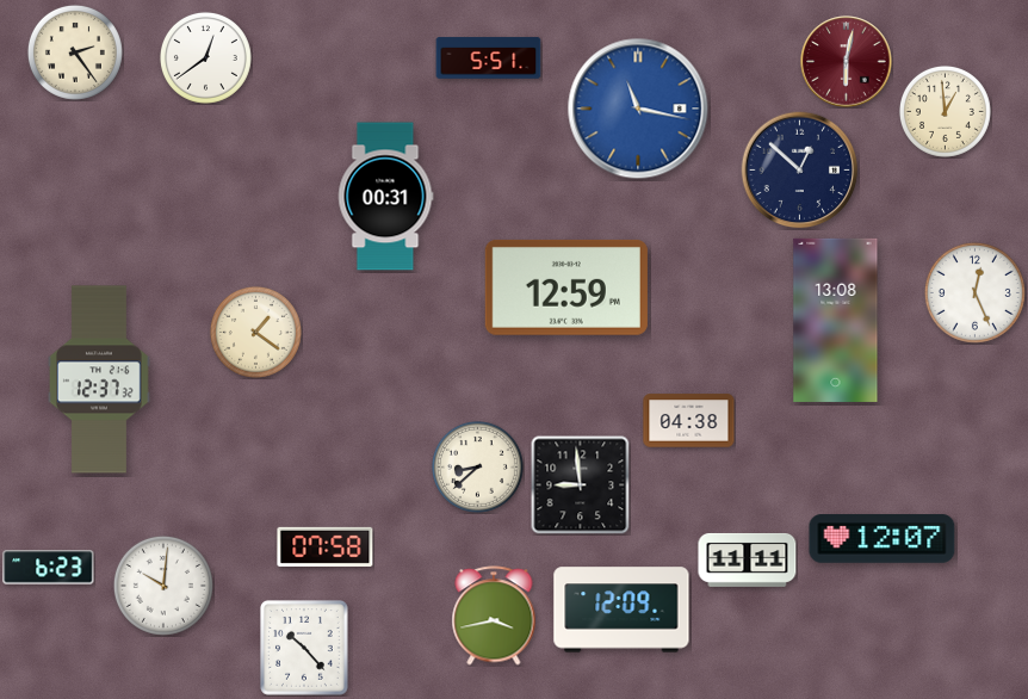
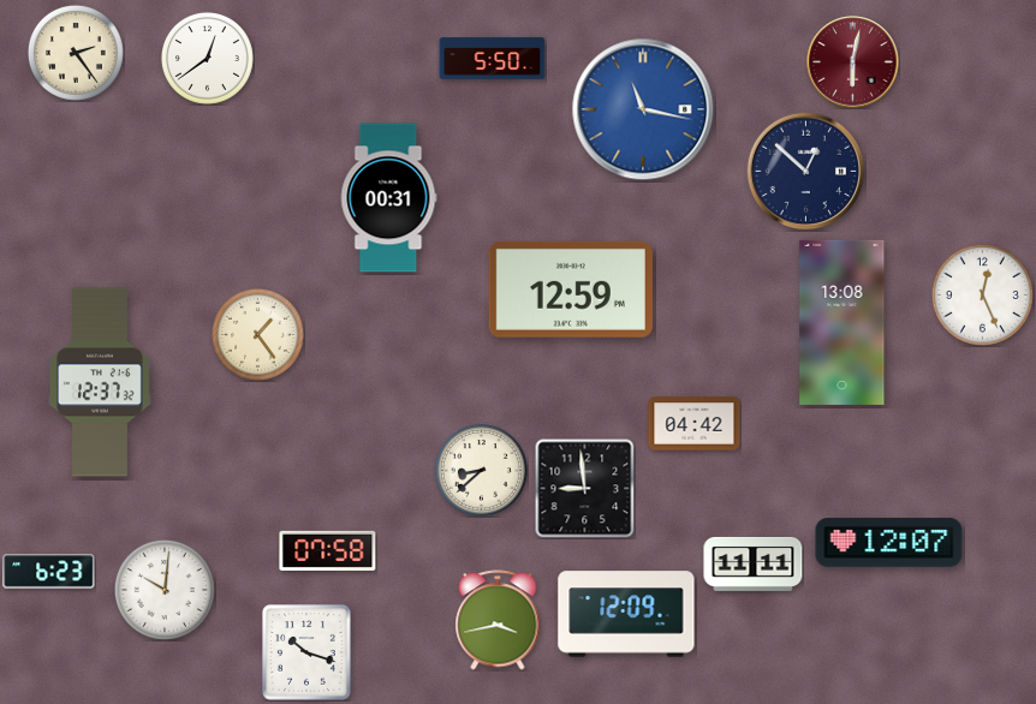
clock at (489, 58): 5:51 -> 5:50
clock at (945, 111): 12:59 -> none
clock at (255, 332): 1:21 -> 1:24
clock at (689, 421): 04:38 -> 04:42
clock at (305, 648): 10:23 -> 10:18
